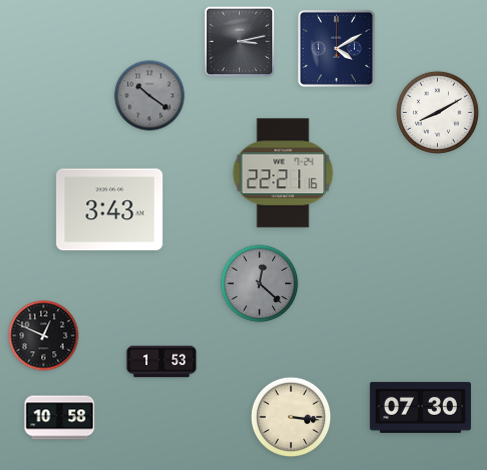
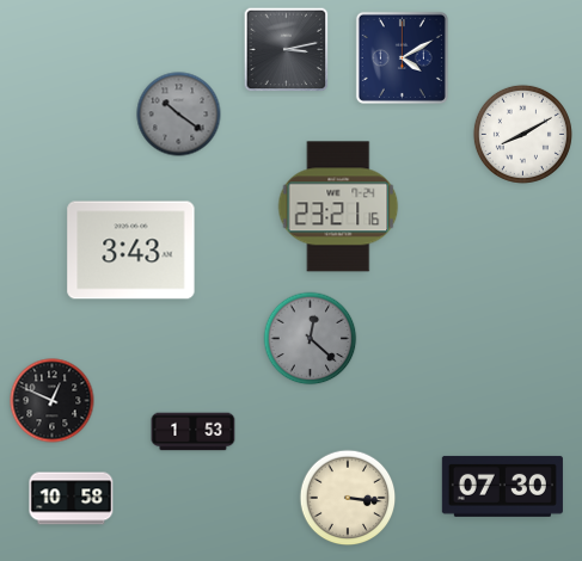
clock at (283, 173): 22:21 -> 23:21
